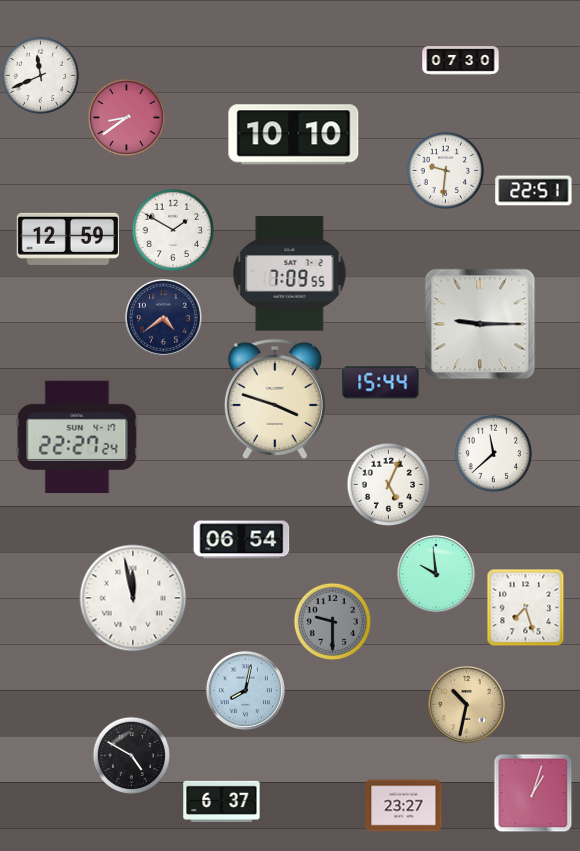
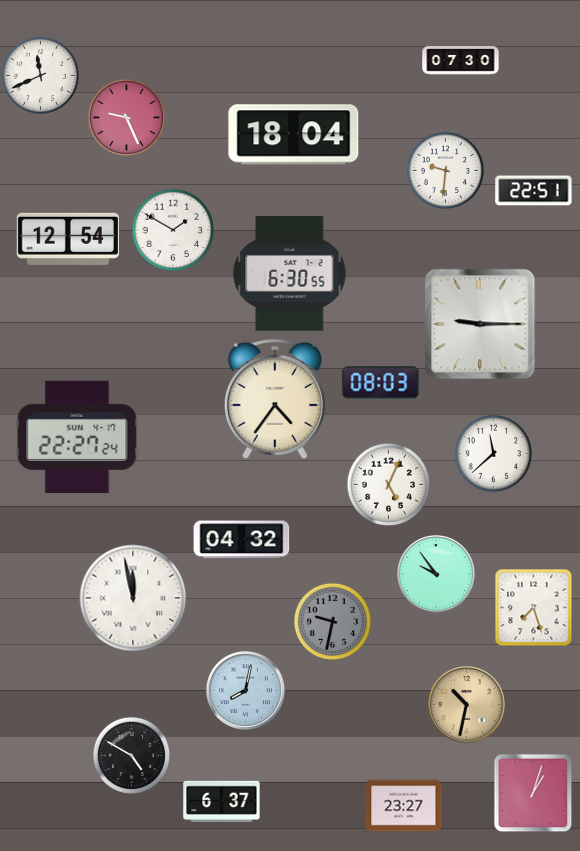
clock at (126, 117): 8:39 -> 9:26
clock at (294, 135): 10:10 -> 18:04
clock at (68, 239): 12:59 -> 12:54
clock at (290, 274): 7:09 -> 6:30
clock at (163, 317): 4:39 -> none
clock at (381, 383): 15:44 -> 08:03
clock at (275, 399): 3:48 -> 4:36
clock at (242, 540): 06:54 -> 04:32
clock at (436, 574): 9:59 -> 9:54
clock at (525, 607) position: (525, 607) -> (533, 607)
clock at (332, 621): 9:30 -> 9:32
